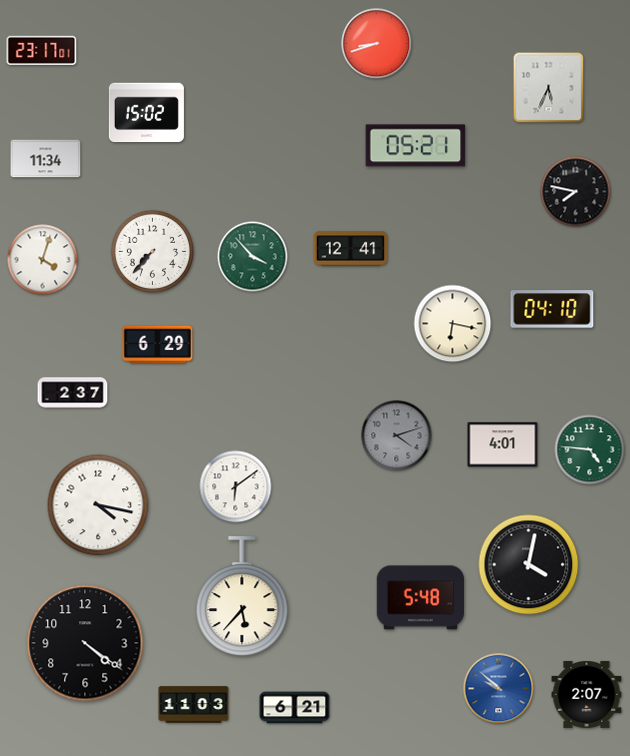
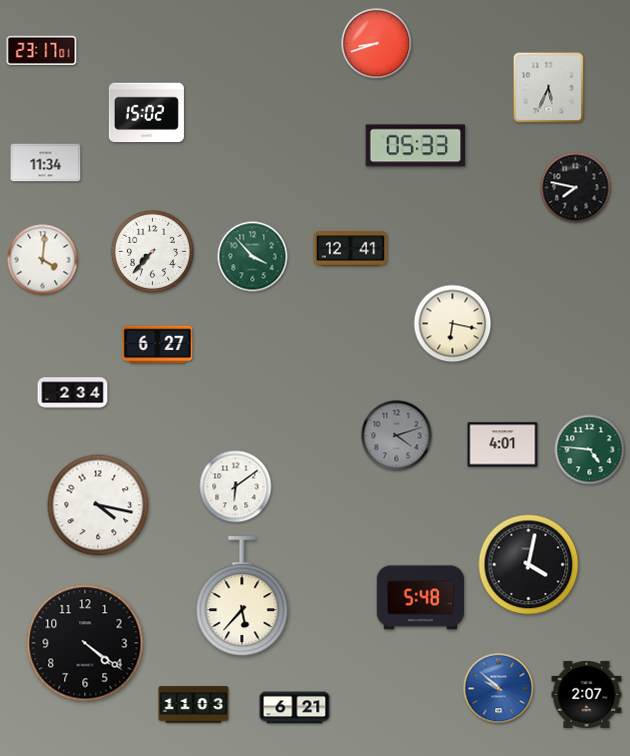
clock at (416, 146): 05:21 -> 05:33
clock at (46, 159) position: (46, 159) -> (46, 163)
clock at (576, 192) position: (576, 192) -> (576, 188)
clock at (43, 260): 4:03 -> 4:01
clock at (552, 309): 04:10 -> none
clock at (158, 345): 6:29 -> 6:27
clock at (73, 393): 2:37 -> 2:34
